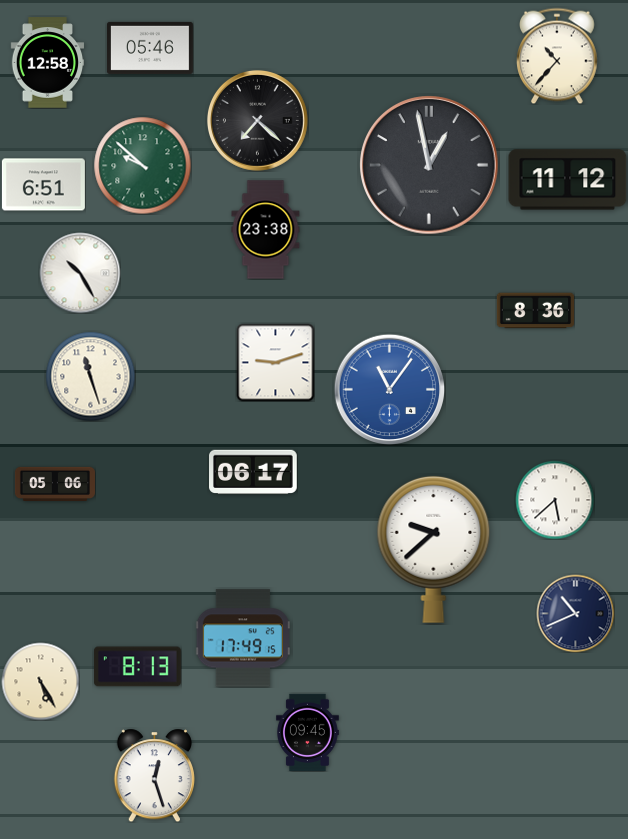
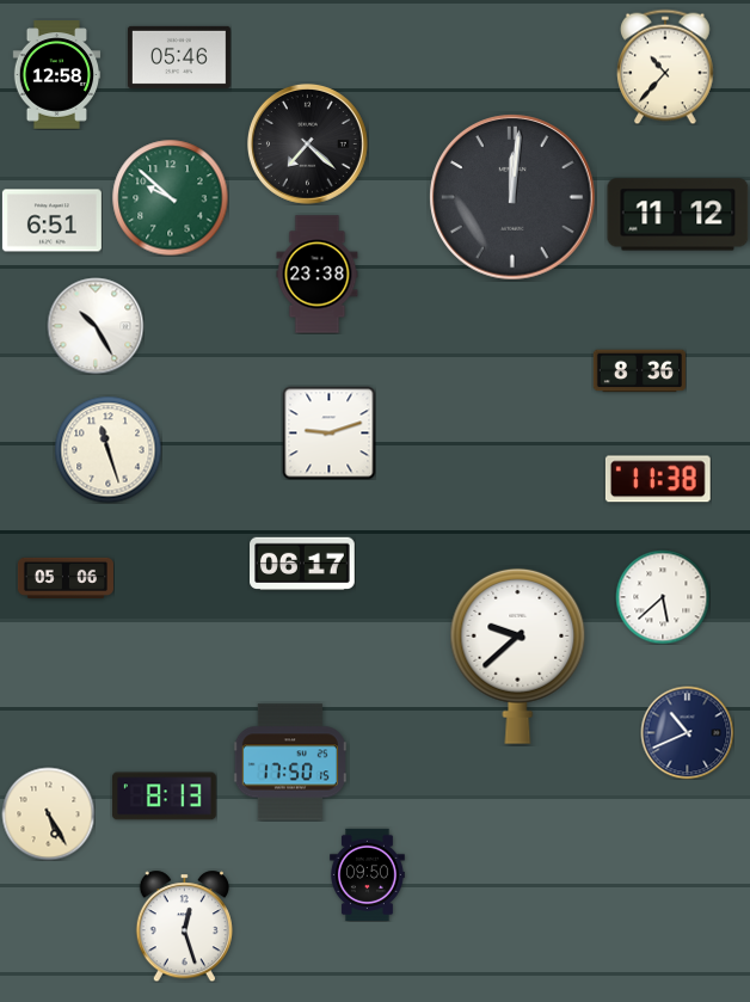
clock at (429, 165): 12:58 -> 12:01
clock at (389, 389): 11:06 -> none
clock at (658, 479): none -> 11:38
clock at (243, 638): 17:49 -> 17:50
clock at (308, 732): 09:45 -> 09:50
